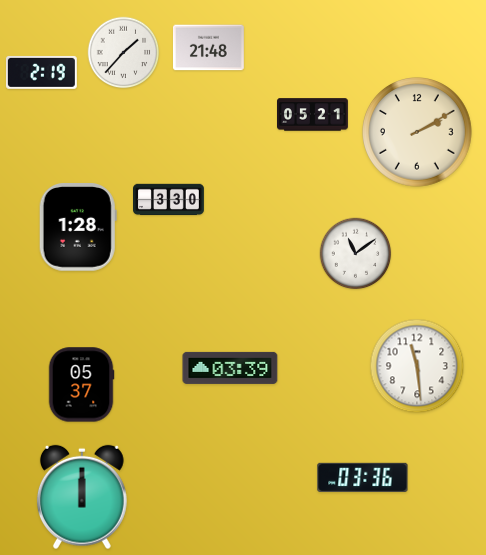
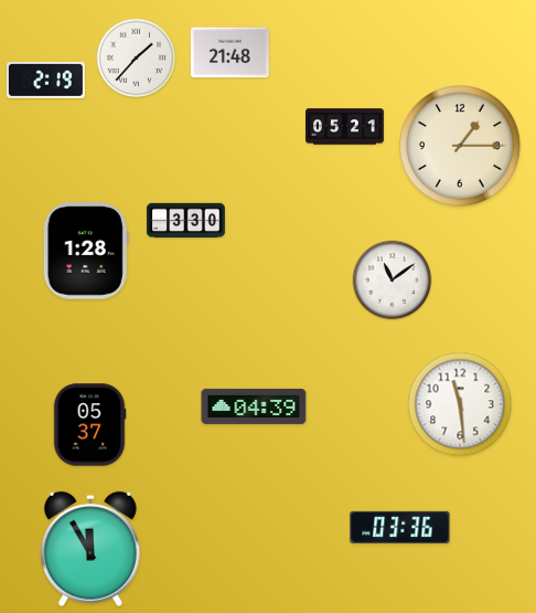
clock at (418, 133): 2:10 -> 1:15
clock at (230, 368): 03:39 -> 04:39
clock at (82, 497): 12:00 -> 11:55
